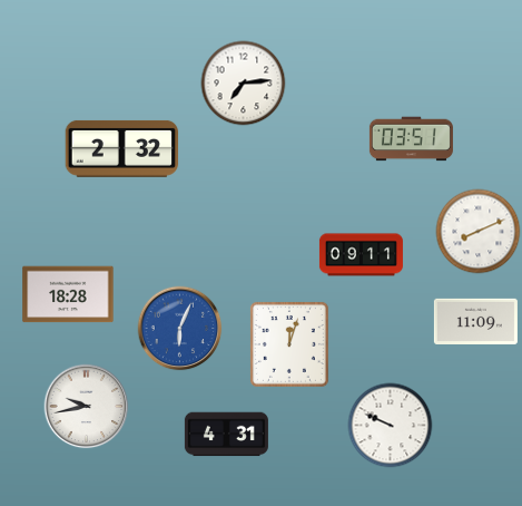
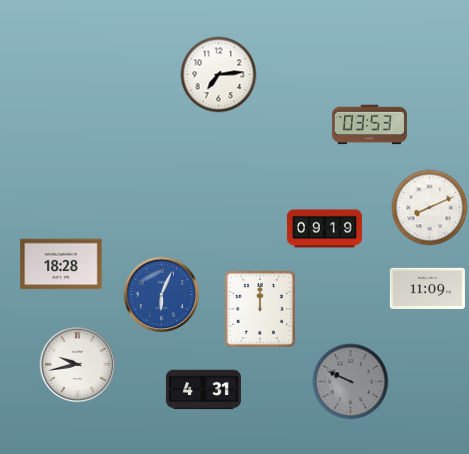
clock at (411, 139): 03:51 -> 03:53
clock at (122, 148): 2:32 -> none
clock at (361, 255): 09:11 -> 09:19
clock at (289, 344): 12:03 -> 12:00
clock at (391, 426) dial: white -> grey
